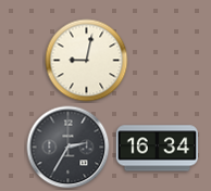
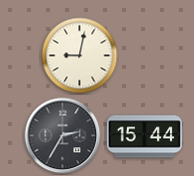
clock at (157, 149): 16:34 -> 15:44
